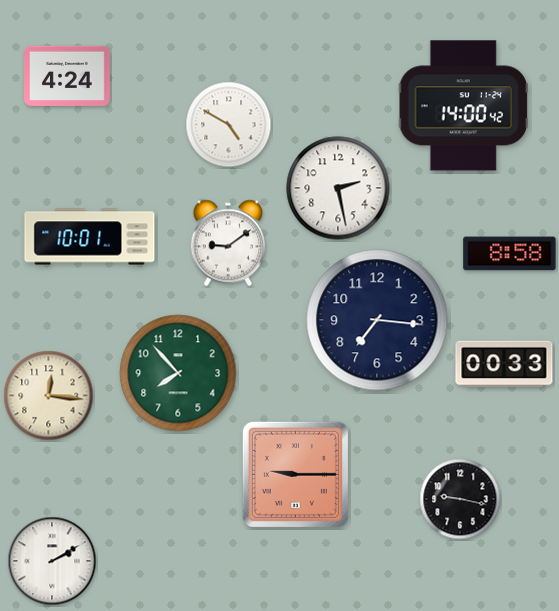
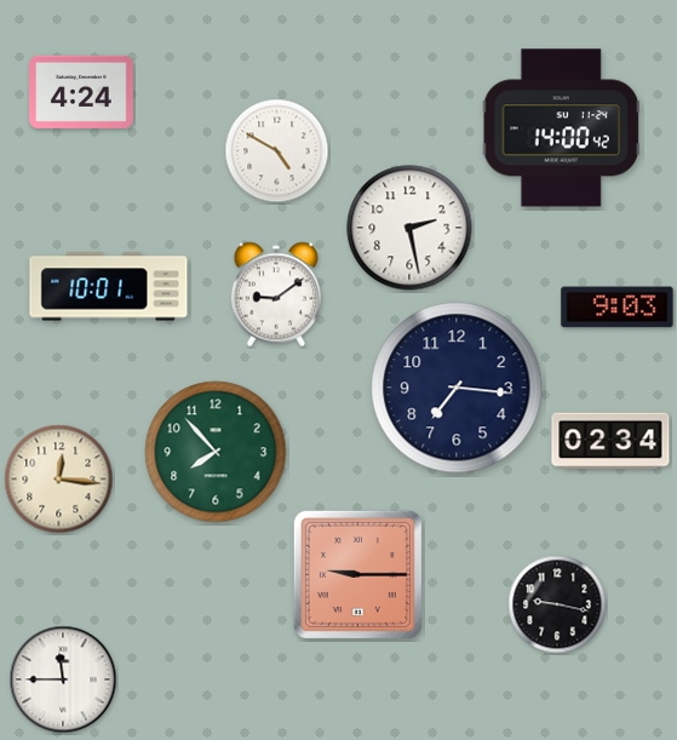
clock at (510, 254): 8:58 -> 9:03
clock at (504, 364): 00:33 -> 02:34
clock at (52, 561): 2:10 -> 11:45
